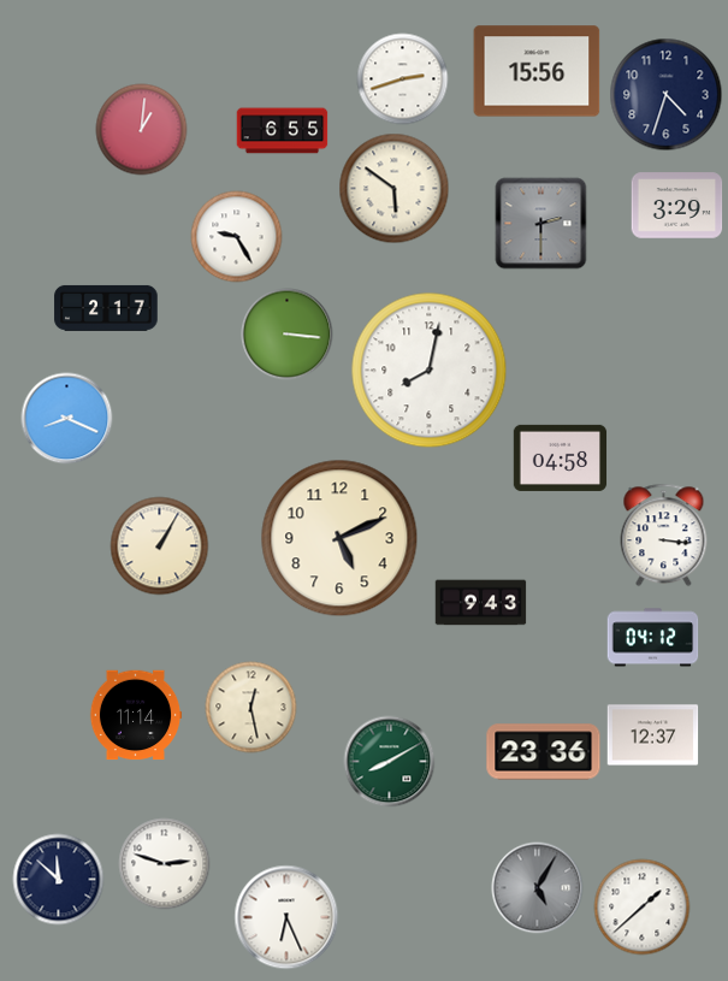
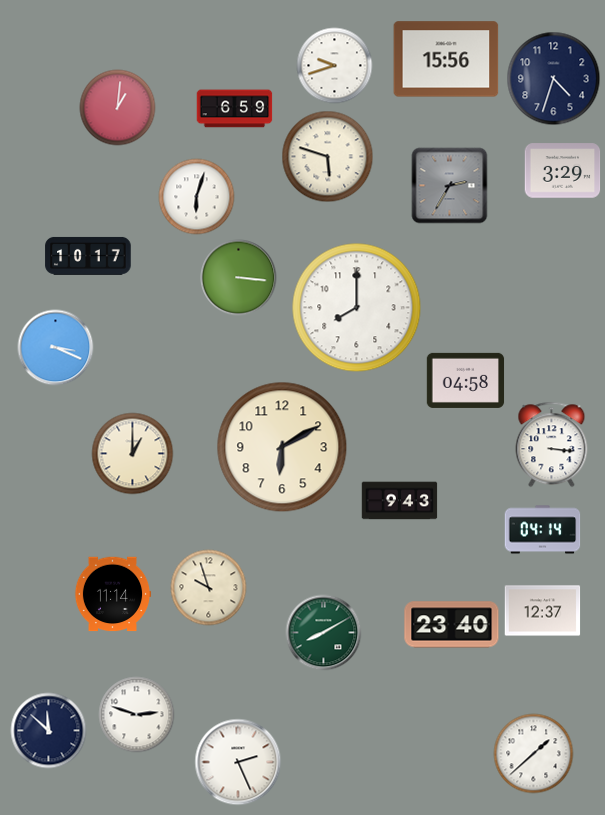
clock at (403, 79): 2:42 -> 9:42
clock at (283, 131): 6:55 -> 6:59
clock at (395, 189): 5:51 -> 5:48
clock at (541, 224): 2:30 -> 2:35
clock at (237, 237): 9:25 -> 6:03
clock at (106, 308): 2:17 -> 10:17
clock at (430, 371): 8:02 -> 8:00
clock at (67, 419): 8:19 -> 3:19
clock at (339, 538): 5:11 -> 6:10
clock at (160, 546): 1:05 -> 1:00
clock at (653, 638): 04:12 -> 04:14
clock at (251, 708): 12:28 -> 9:57
clock at (544, 752): 23:36 -> 23:40
clock at (165, 864) position: (165, 864) -> (137, 715)
clock at (538, 888): 5:05 -> none
clock at (286, 917): 6:26 -> 2:26
